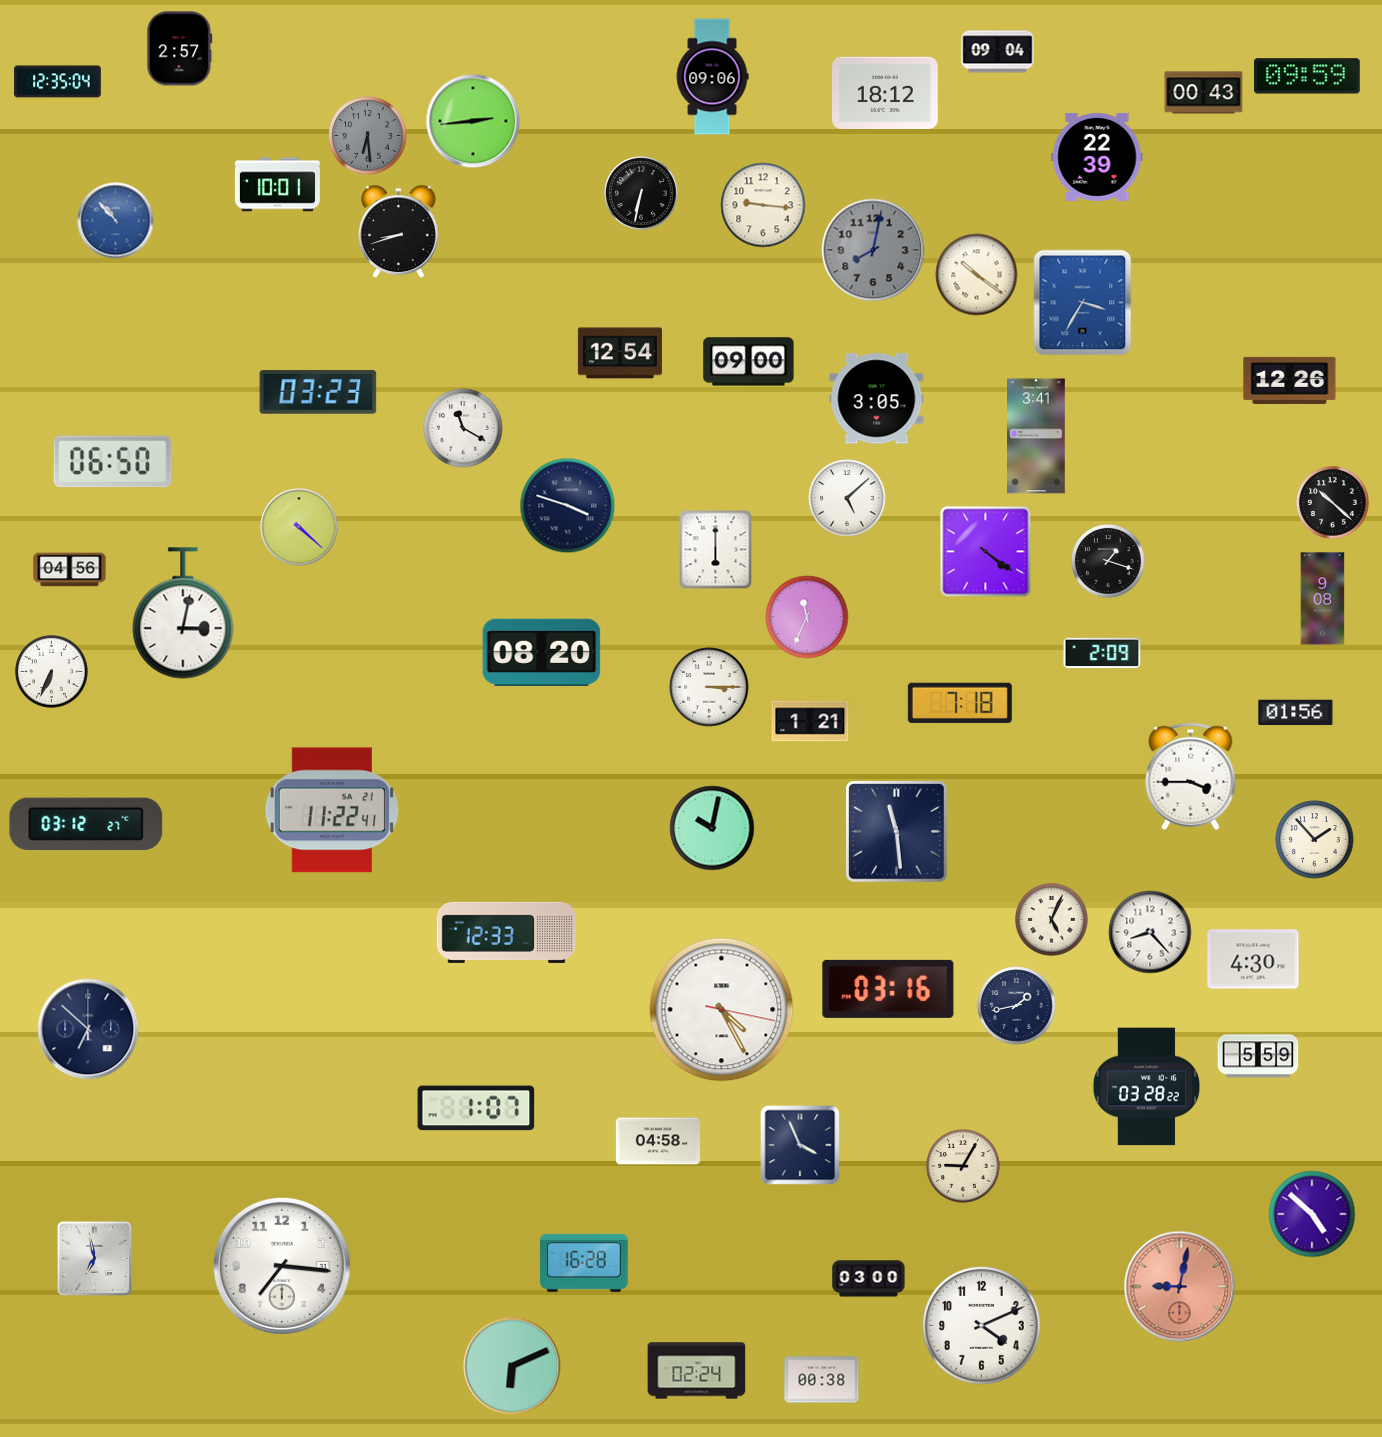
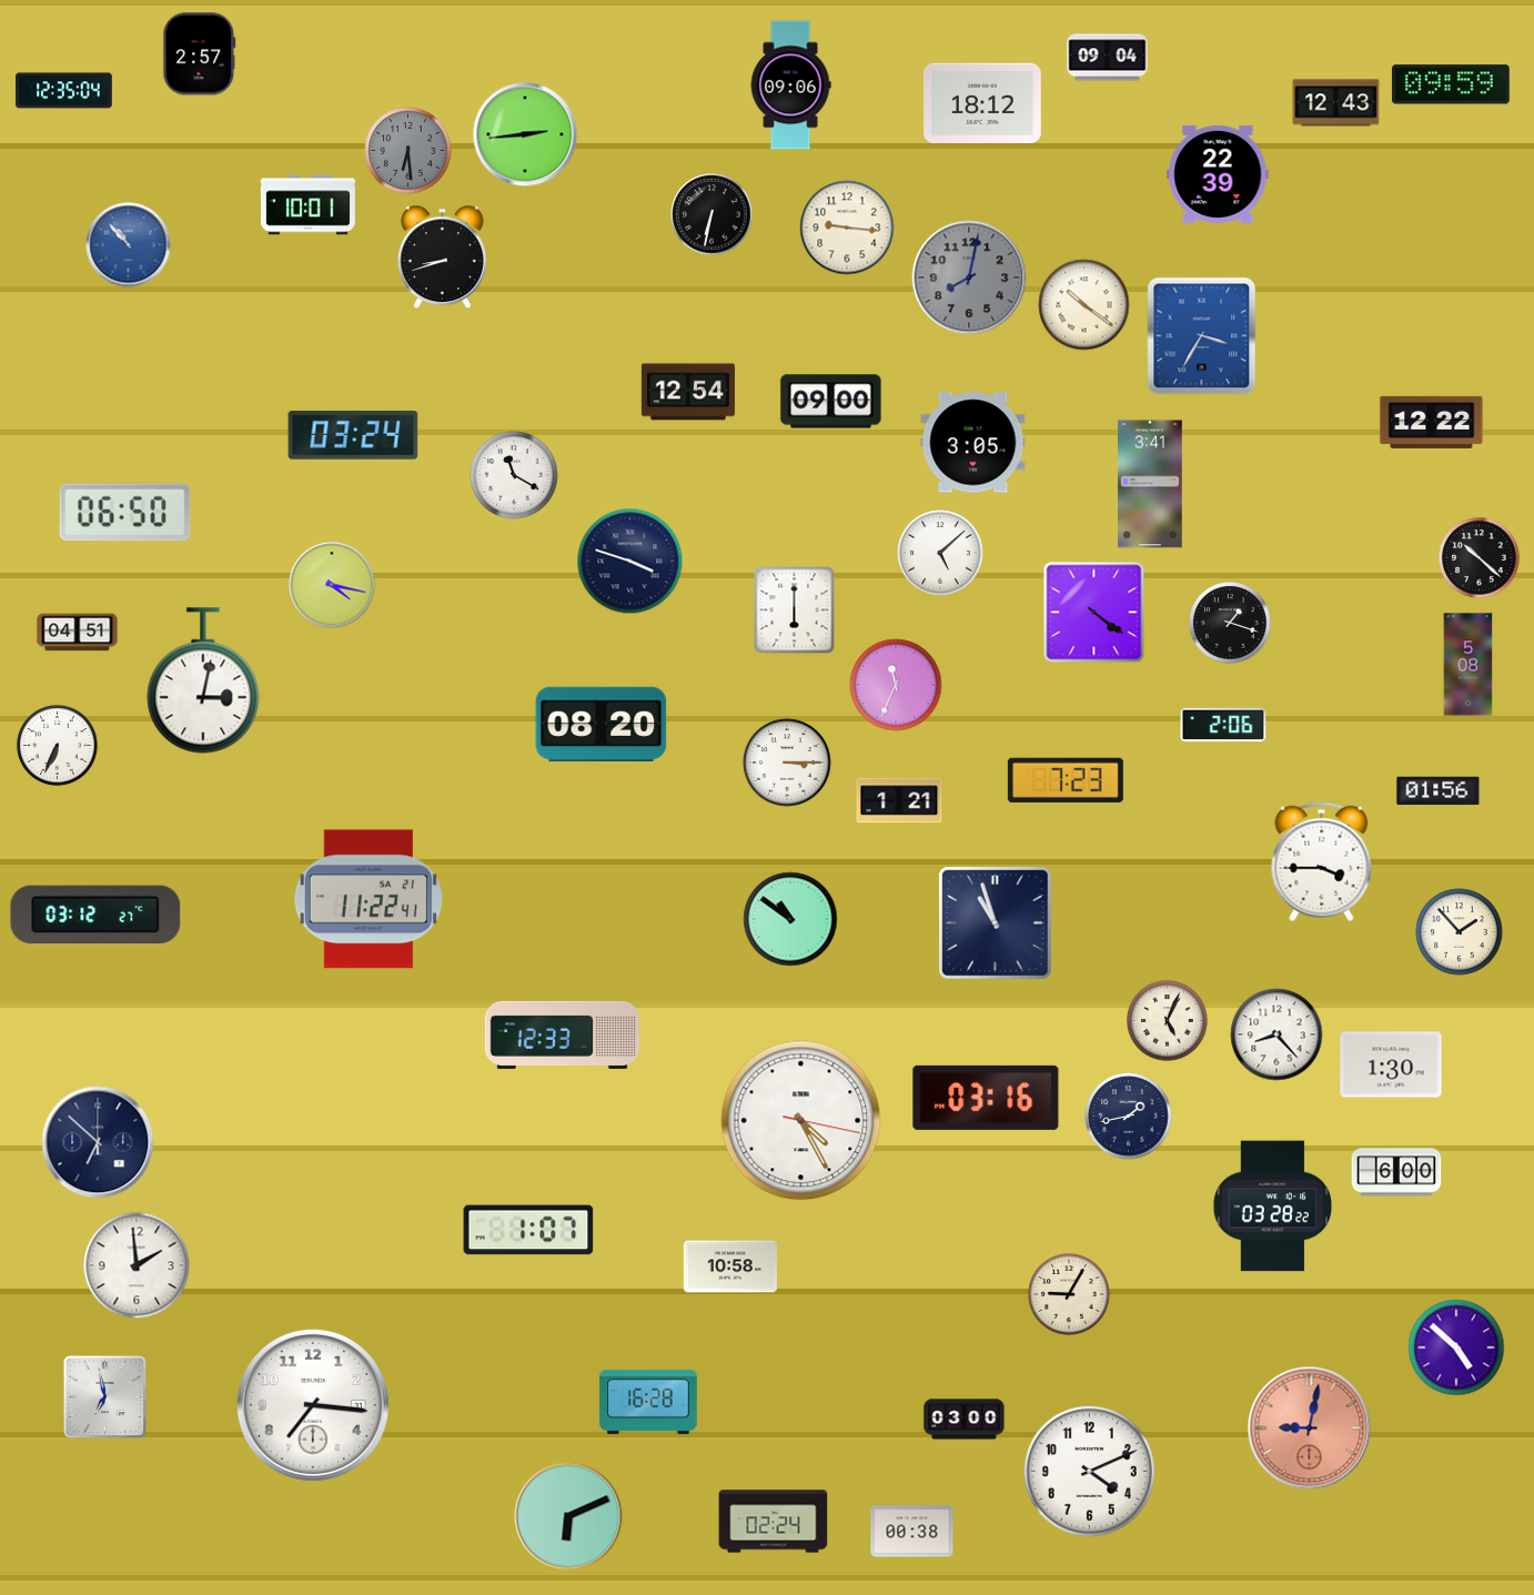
clock at (1204, 93): 00:43 -> 12:43
clock at (1290, 380): 12:26 -> 12:22
clock at (318, 392): 03:23 -> 03:24
clock at (299, 527): 4:22 -> 4:17
clock at (70, 570): 04:56 -> 04:51
clock at (1323, 599): 9:08 -> 5:08
clock at (1102, 653): 2:09 -> 2:06
clock at (960, 703): 7:18 -> 7:23
clock at (712, 828): 10:02 -> 10:51
clock at (897, 832): 11:29 -> 10:57
clock at (1253, 959): 4:30 -> 1:30
clock at (1258, 1056): 5:59 -> 6:00
clock at (137, 1265): none -> 1:59
clock at (658, 1141): 04:58 -> 10:58
clock at (800, 1145): 3:56 -> none
